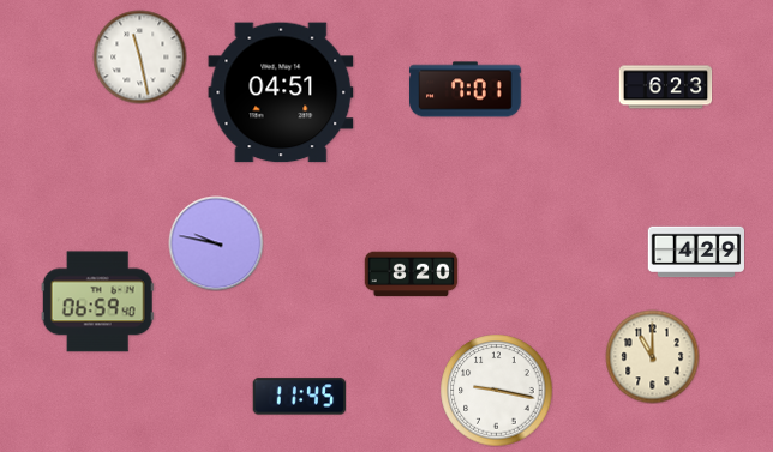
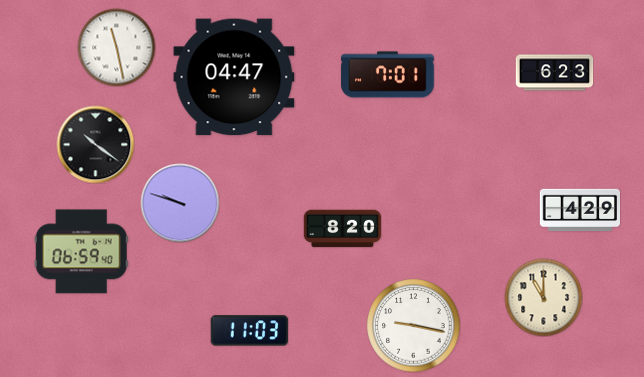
clock at (281, 92): 04:51 -> 04:47
clock at (95, 144): none -> 10:21
clock at (216, 243): 9:47 -> 9:48
clock at (299, 397): 11:45 -> 11:03
